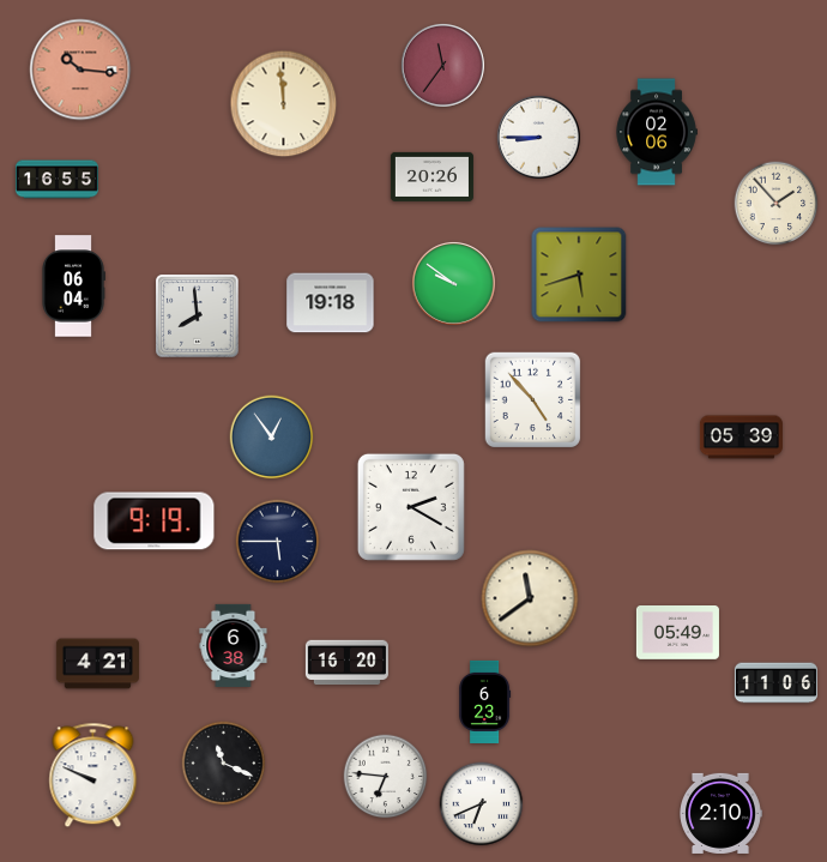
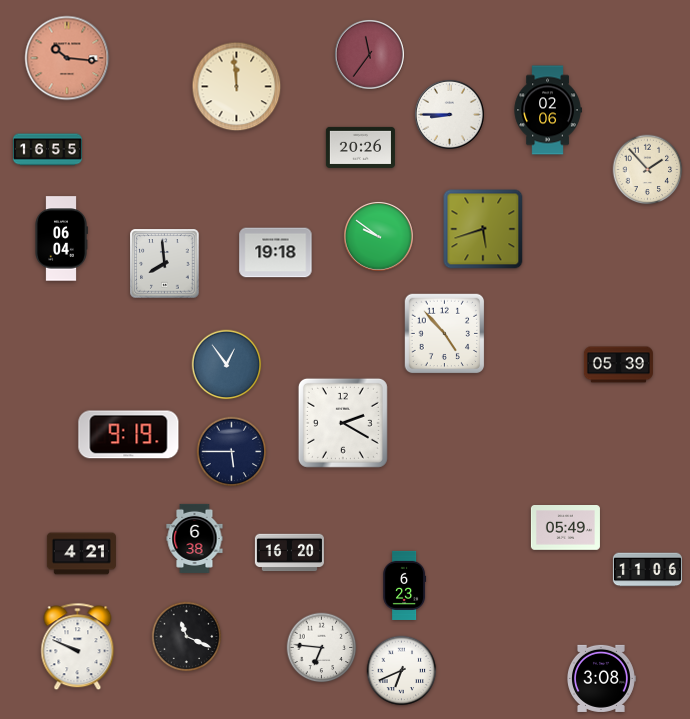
clock at (530, 598): 11:39 -> none
clock at (722, 813): 2:10 -> 3:08
